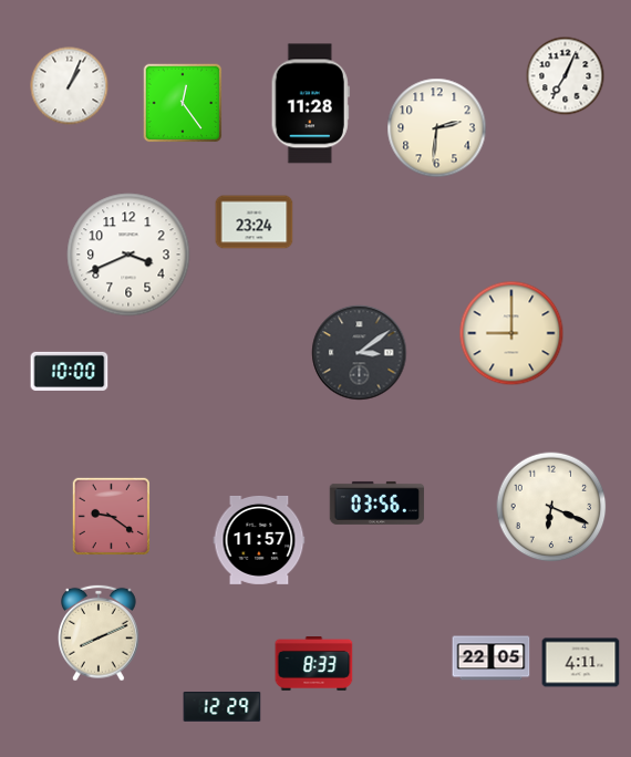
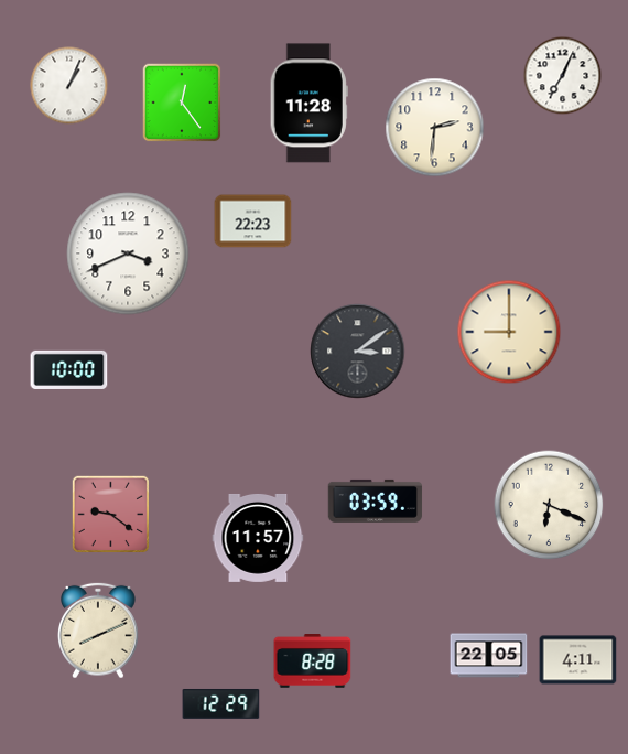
clock at (255, 222): 23:24 -> 22:23
clock at (377, 502): 03:56 -> 03:59
clock at (314, 664): 8:33 -> 8:28
